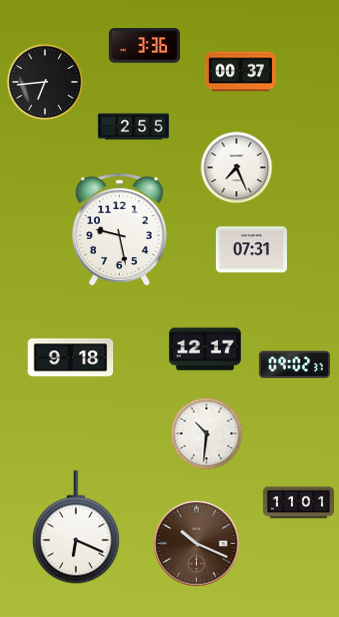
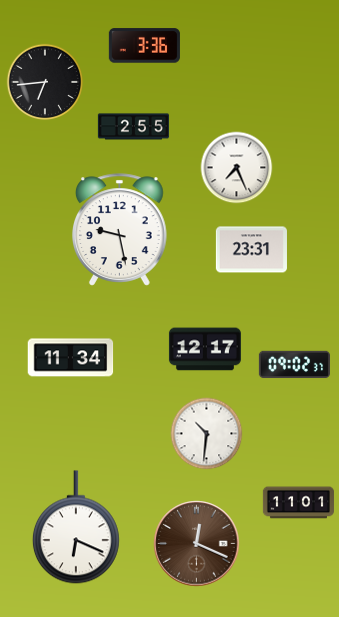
clock at (240, 72): 00:37 -> none
clock at (251, 250): 07:31 -> 23:31
clock at (71, 358): 9:18 -> 11:34
clock at (197, 544): 10:19 -> 12:19
